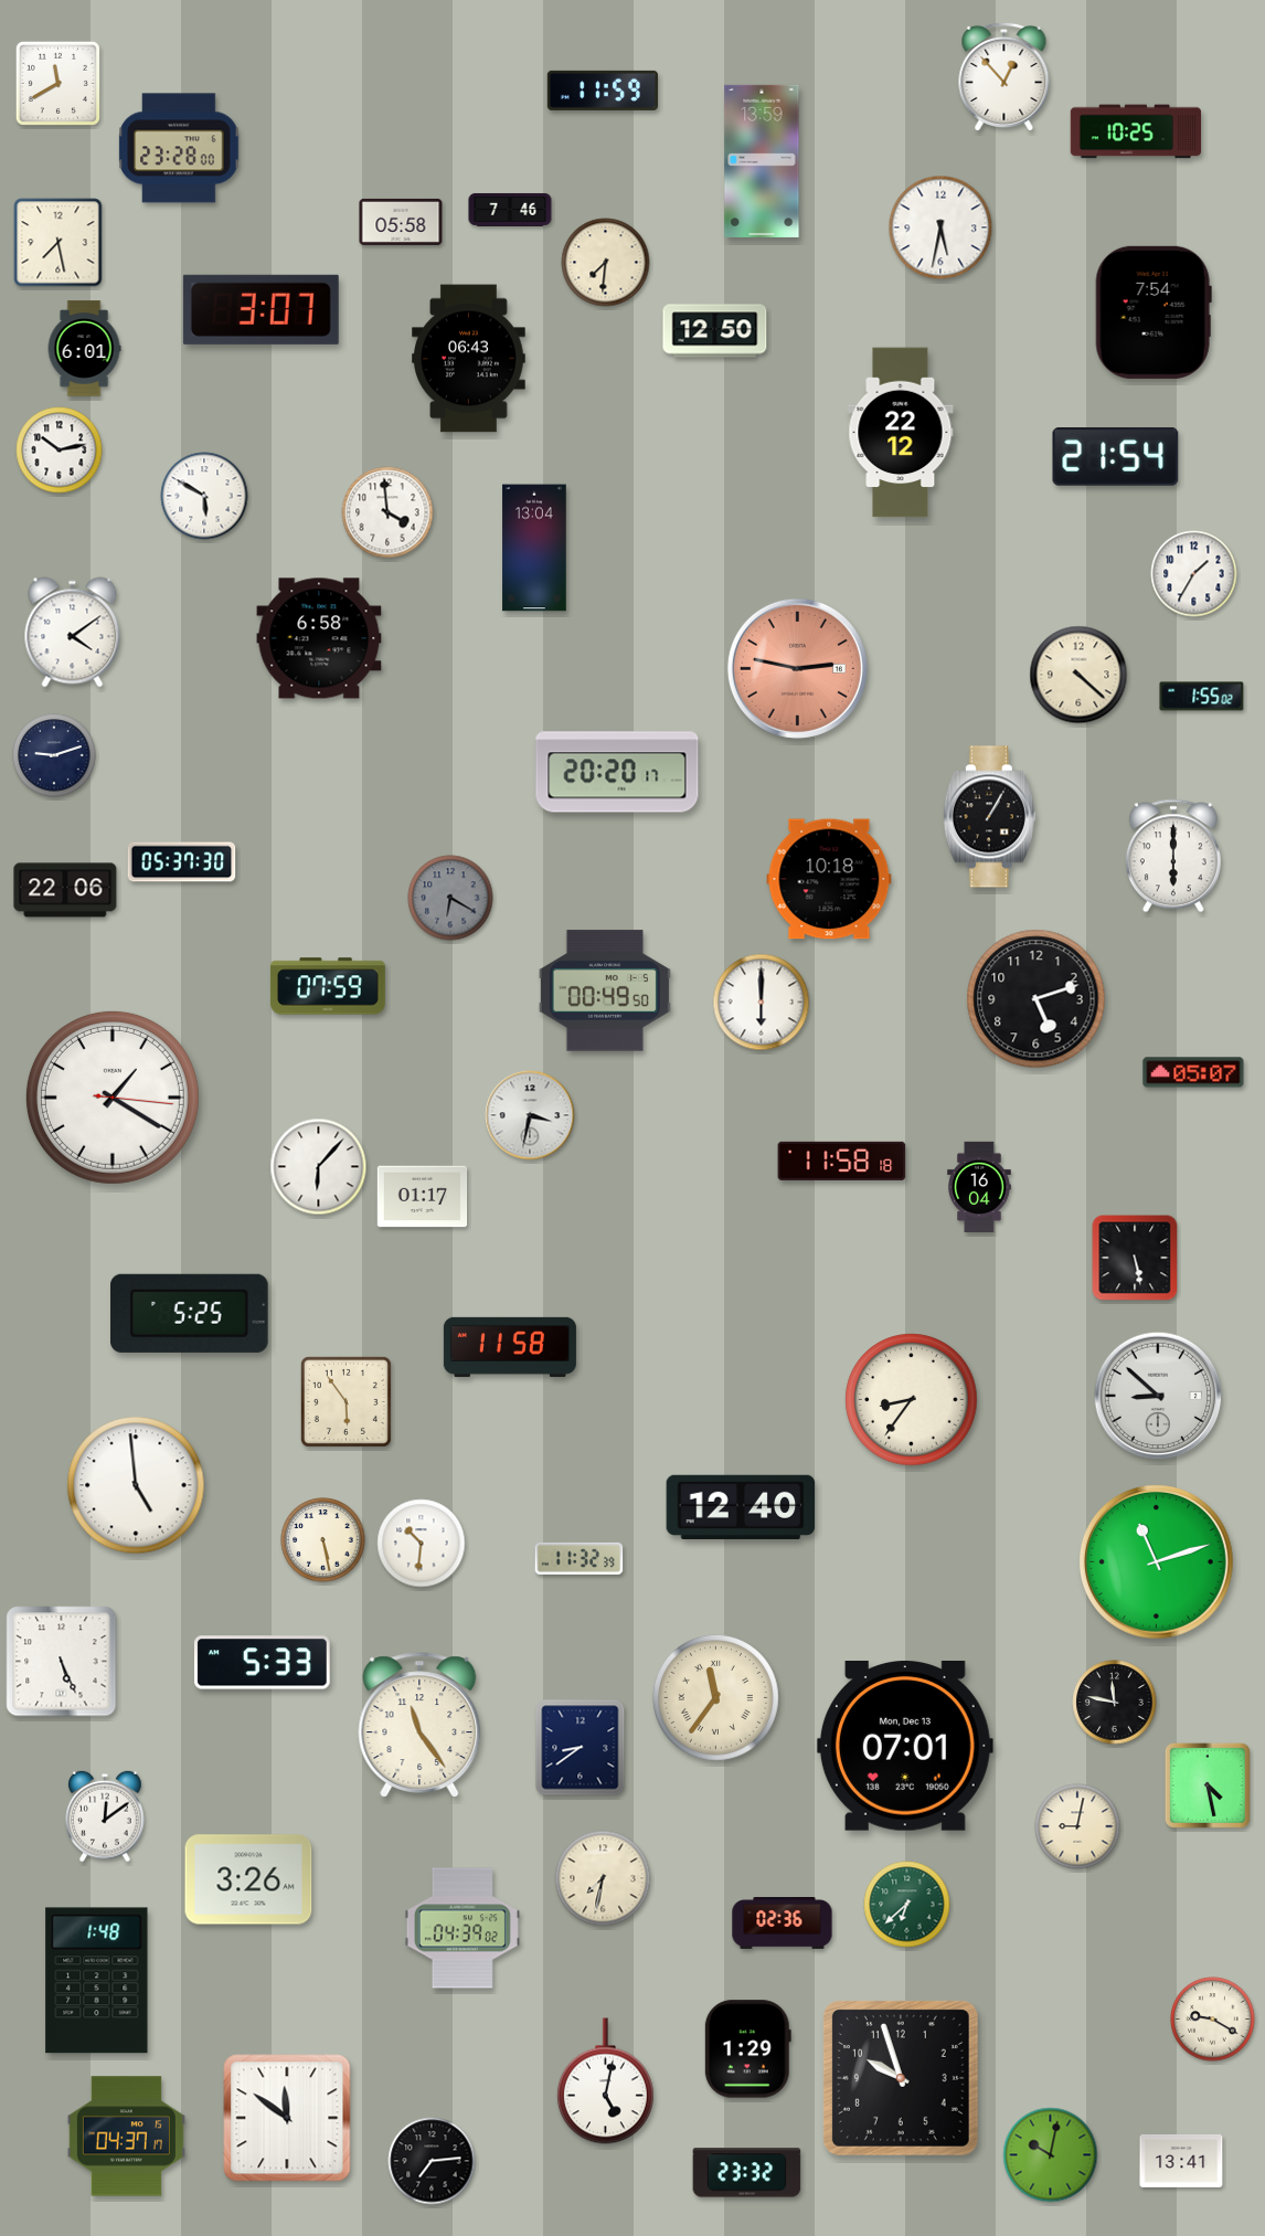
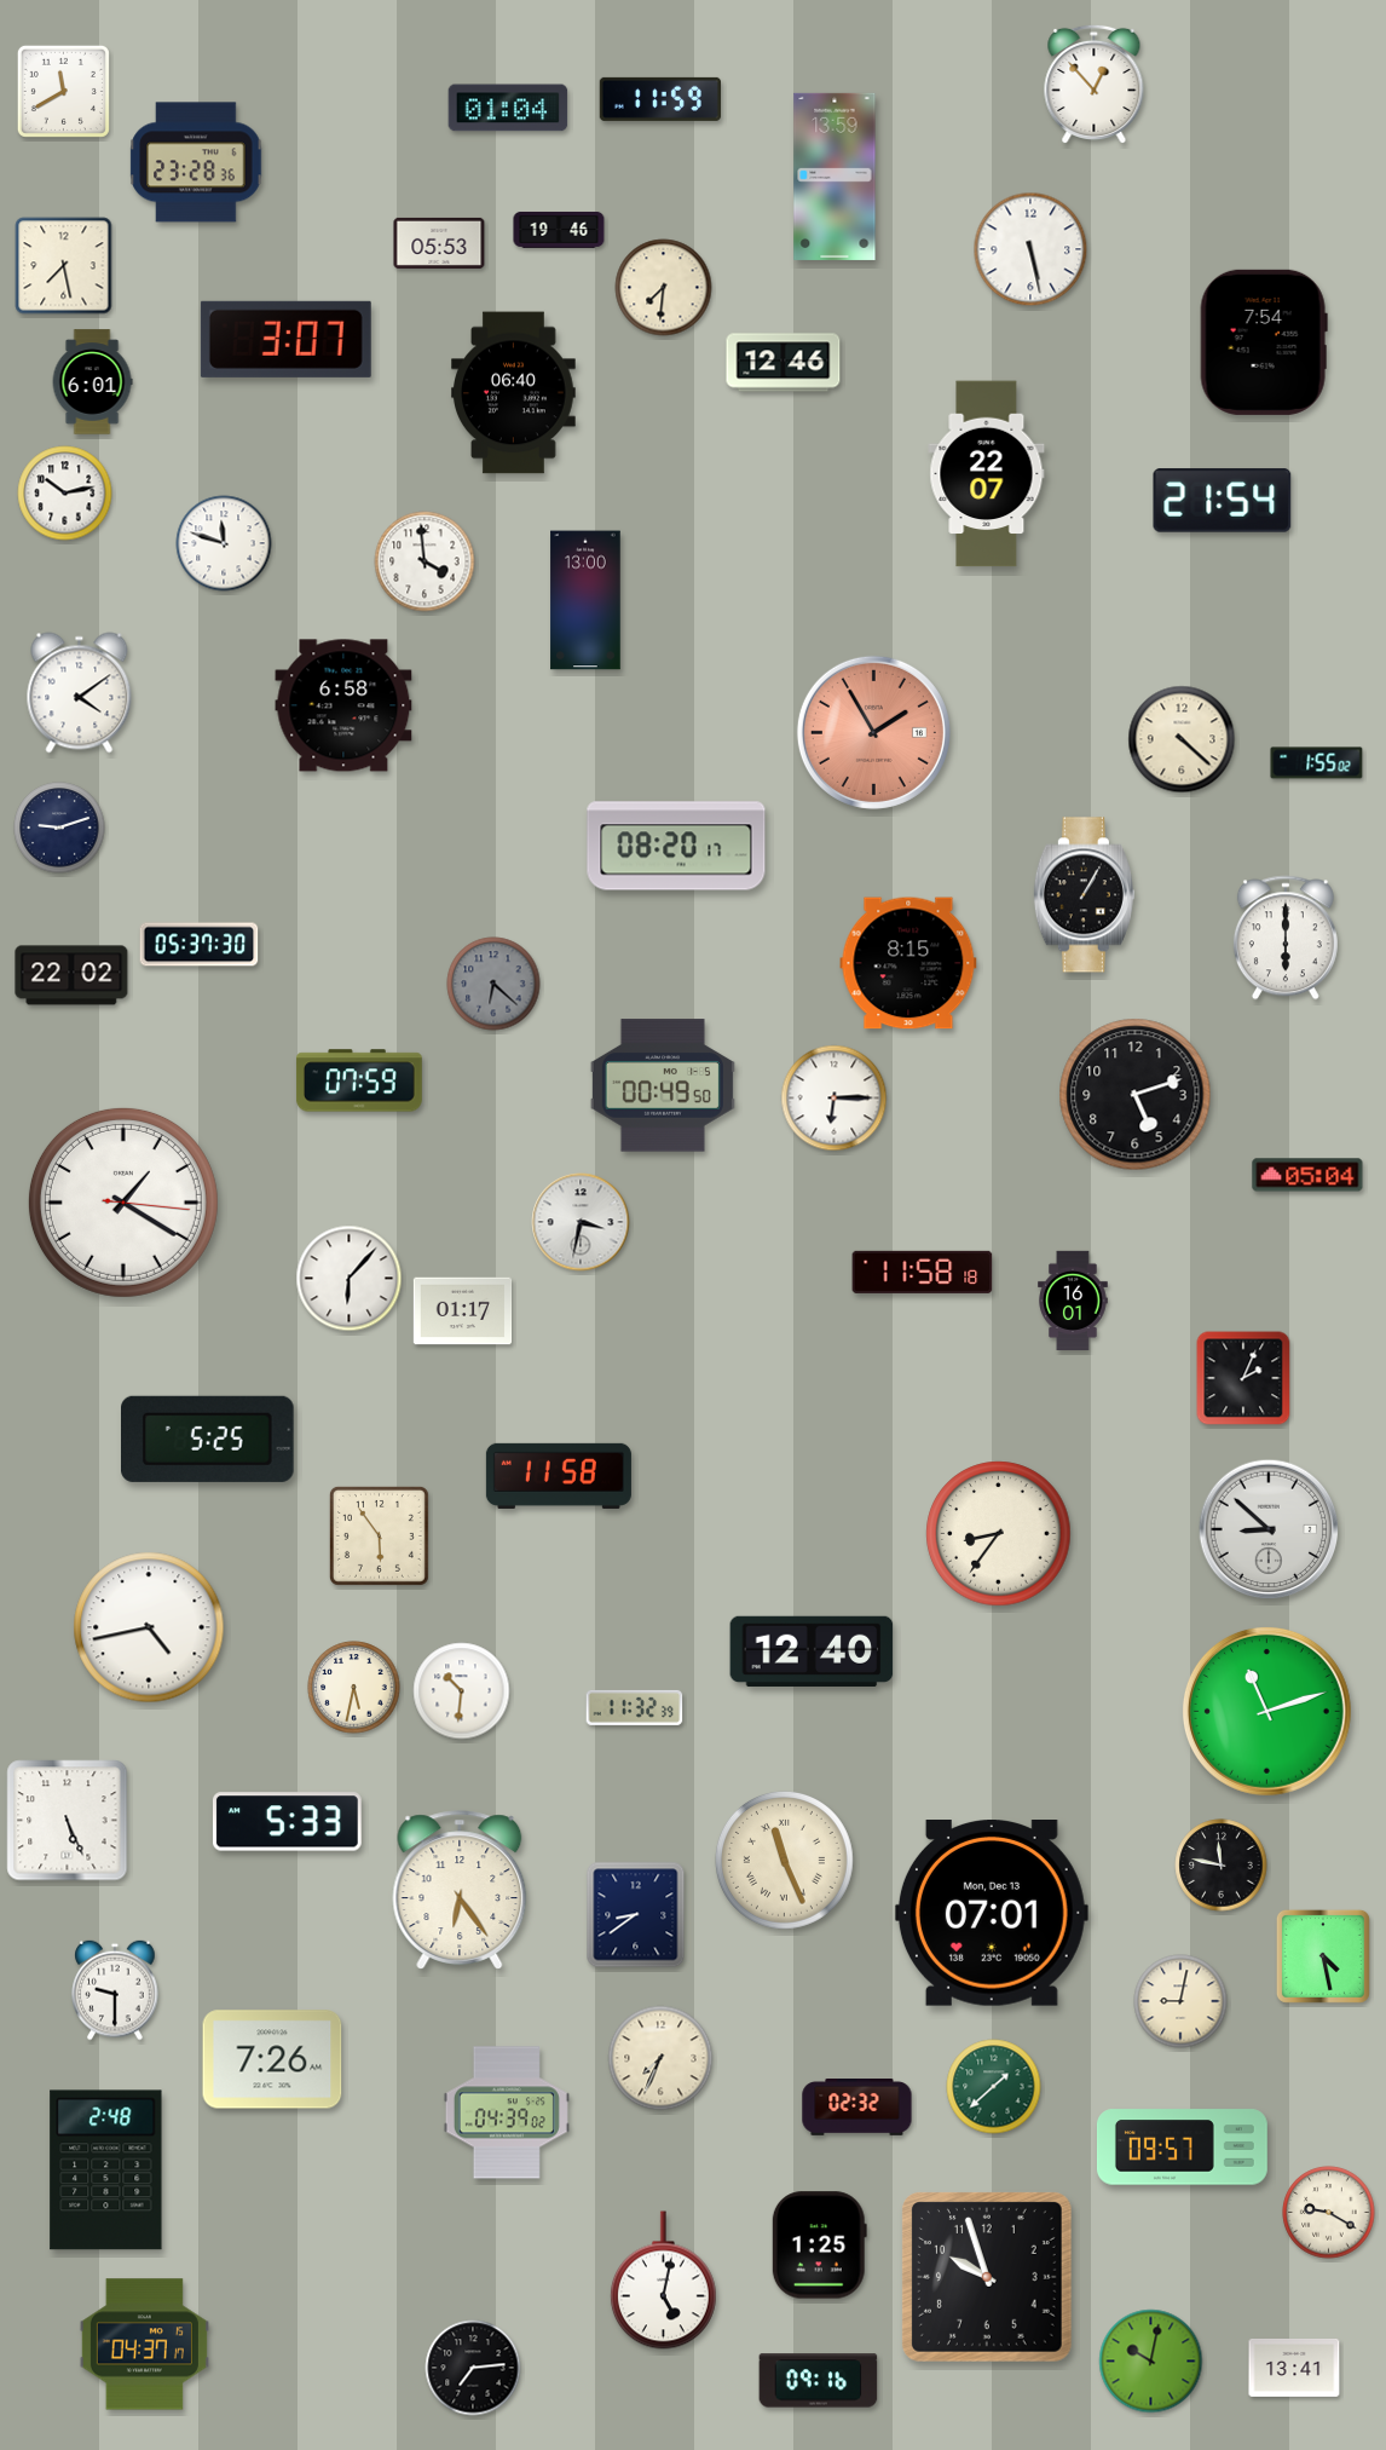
clock at (1004, 77) position: (1004, 77) -> (1095, 85)
clock at (508, 108): none -> 01:04
clock at (1136, 131): 10:25 -> none
clock at (179, 148): 23:28:00 -> 23:28:36
clock at (510, 210): 7:46 -> 19:46
clock at (401, 222): 05:58 -> 05:53
clock at (940, 227): 5:32 -> 5:28
clock at (715, 331): 12:50 -> 12:46
clock at (469, 359): 06:43 -> 06:40
clock at (901, 433): 22:12 -> 22:07
clock at (204, 496): 5:50 -> 11:48
clock at (534, 548): 13:04 -> 13:00
clock at (1194, 574): 1:35 -> none
clock at (319, 638) position: (319, 638) -> (343, 705)
clock at (797, 668): 2:47 -> 1:55
clock at (617, 772): 20:20 -> 08:20
clock at (829, 879): 10:18 -> 8:15
clock at (65, 890): 22:06 -> 22:02
clock at (450, 898): 6:20 -> 6:22
clock at (762, 1003): 6:00 -> 6:15
clock at (1193, 1072): 05:07 -> 05:04
clock at (979, 1186): 16:04 -> 16:01
clock at (1135, 1258): 5:28 -> 2:04
clock at (136, 1485): 4:59 -> 4:43
clock at (323, 1540): 5:28 -> 5:32
clock at (715, 1697): 11:36 -> 11:26
clock at (419, 1725): 11:24 -> 6:24
clock at (105, 1816): 12:09 -> 9:30
clock at (603, 1878): 7:32 -> 7:34
clock at (248, 1879): 3:26 -> 7:26
clock at (907, 1905): 6:38 -> 1:38
clock at (783, 1924): 02:36 -> 02:32
clock at (1182, 2148): none -> 09:57
clock at (97, 1981): 1:48 -> 2:48
clock at (747, 2049): 1:29 -> 1:25
clock at (287, 2118): 11:51 -> none
clock at (126, 2137) position: (126, 2137) -> (144, 2345)
clock at (747, 2173): 23:32 -> 09:16
